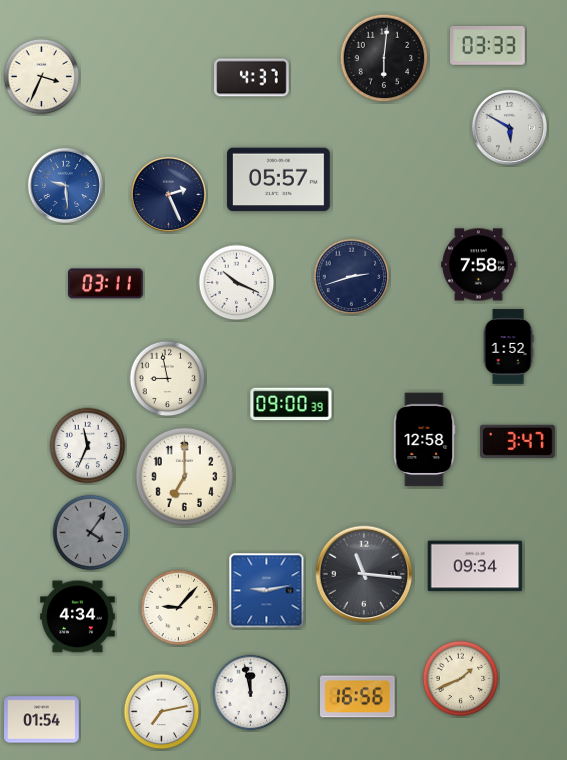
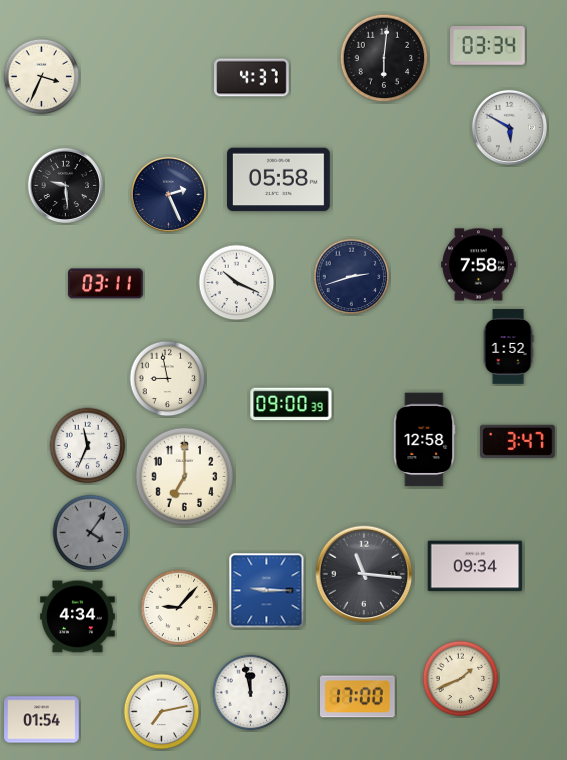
clock at (488, 46): 03:33 -> 03:34
clock at (279, 180): 05:57 -> 05:58
clock at (65, 185) dial: blue -> black
clock at (267, 591): 9:13 -> 9:15
clock at (358, 697): 16:56 -> 17:00
